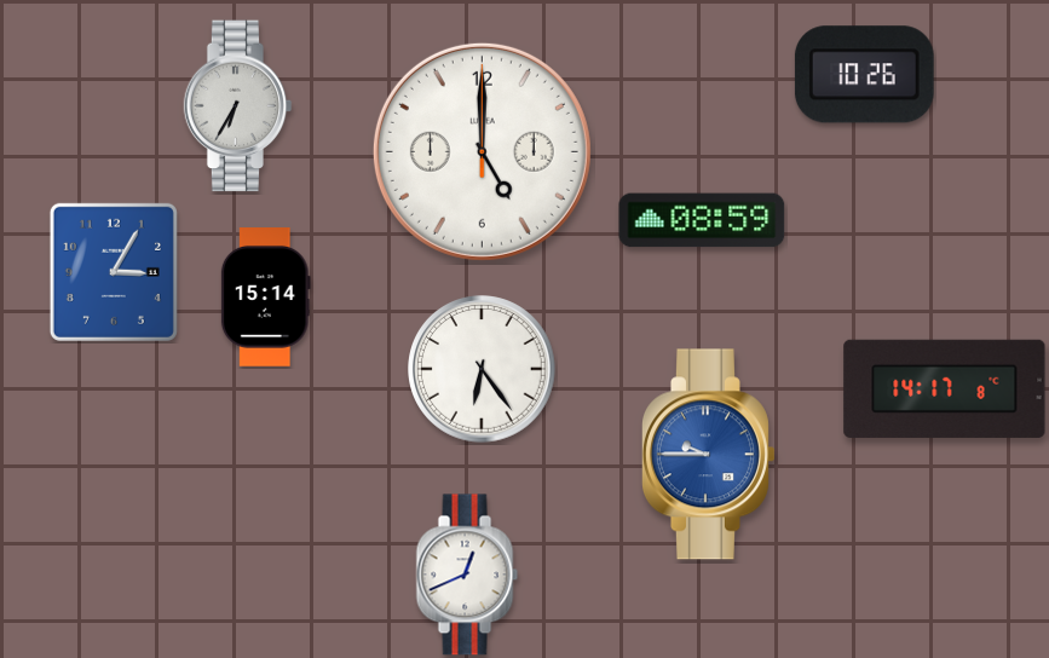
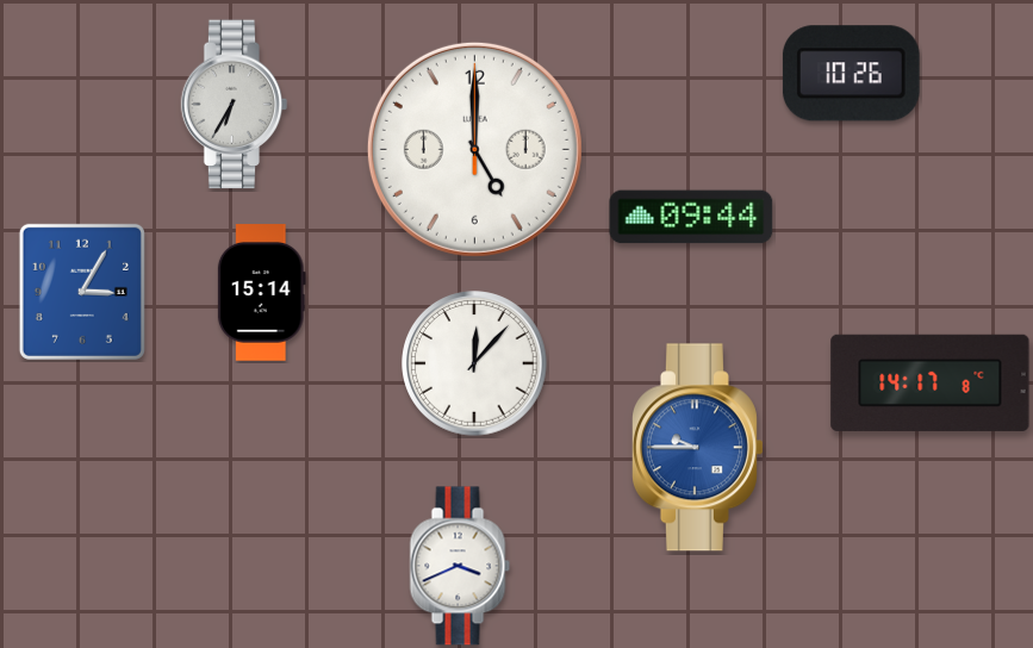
clock at (702, 220): 08:59 -> 09:44
clock at (114, 272) position: (114, 272) -> (82, 292)
clock at (482, 369): 6:24 -> 12:07
clock at (467, 575): 12:41 -> 3:41
